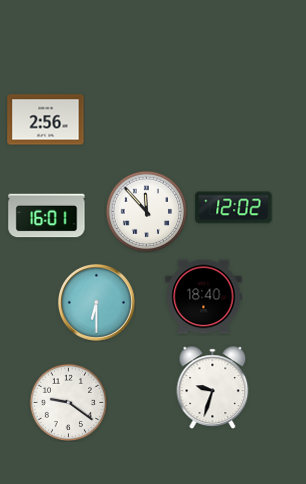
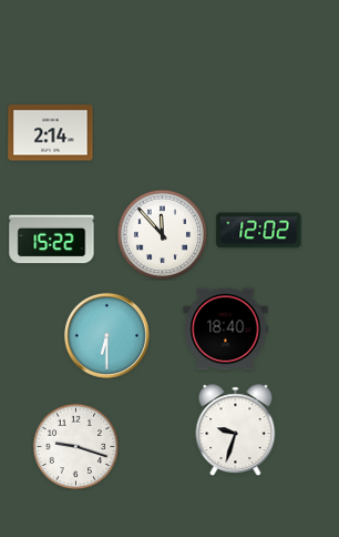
clock at (46, 120): 2:56 -> 2:14
clock at (47, 216): 16:01 -> 15:22
clock at (68, 402): 9:21 -> 9:18
